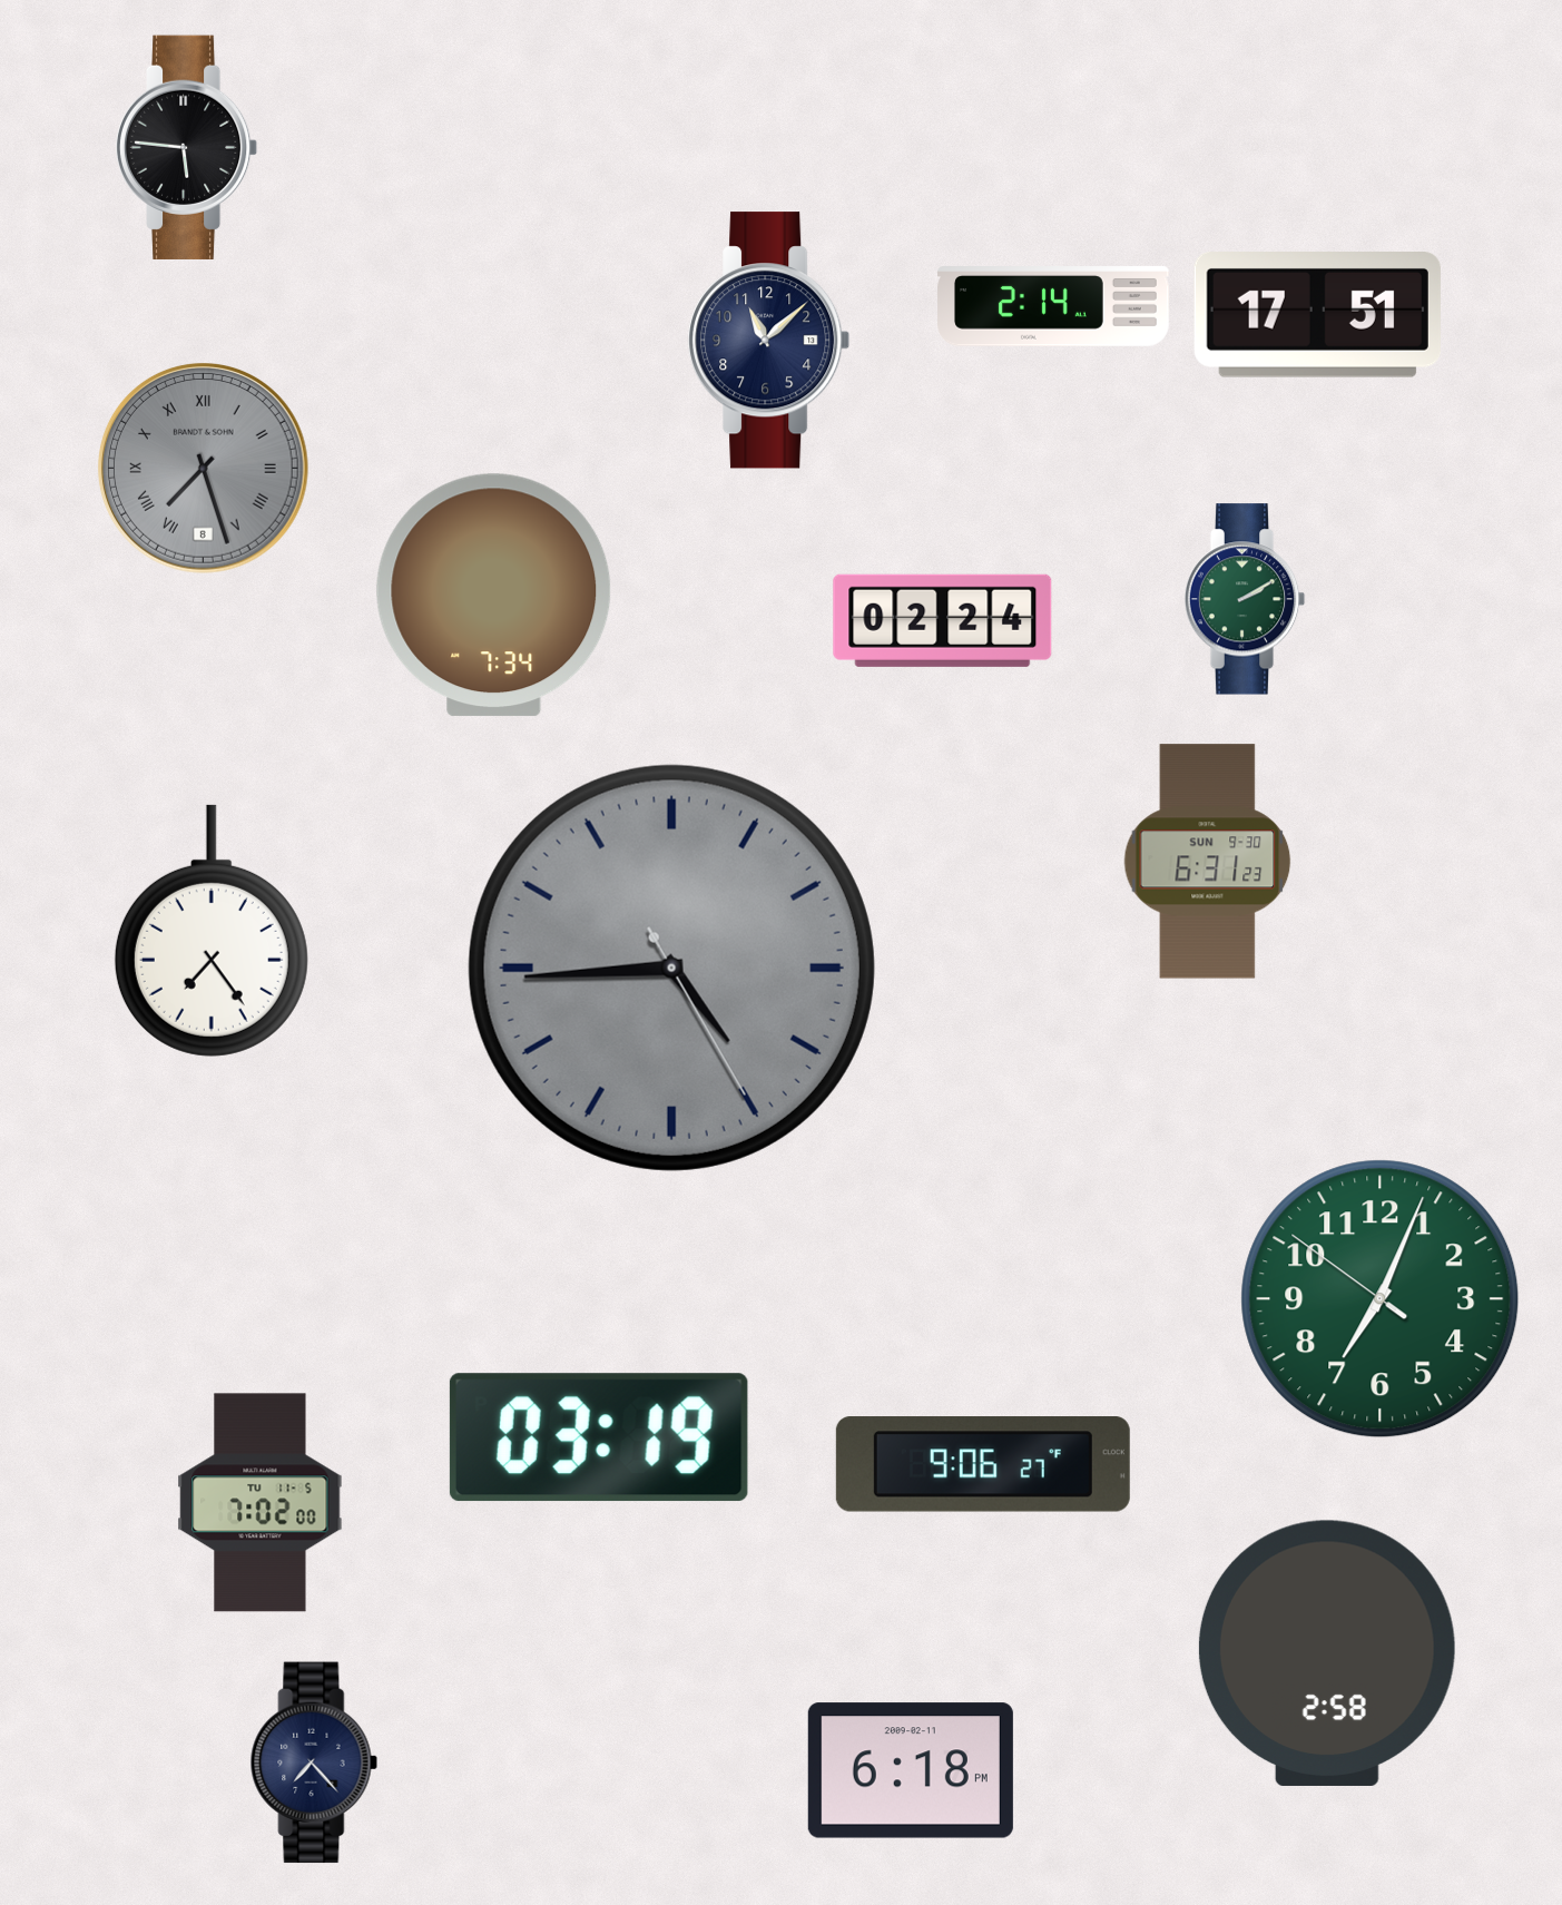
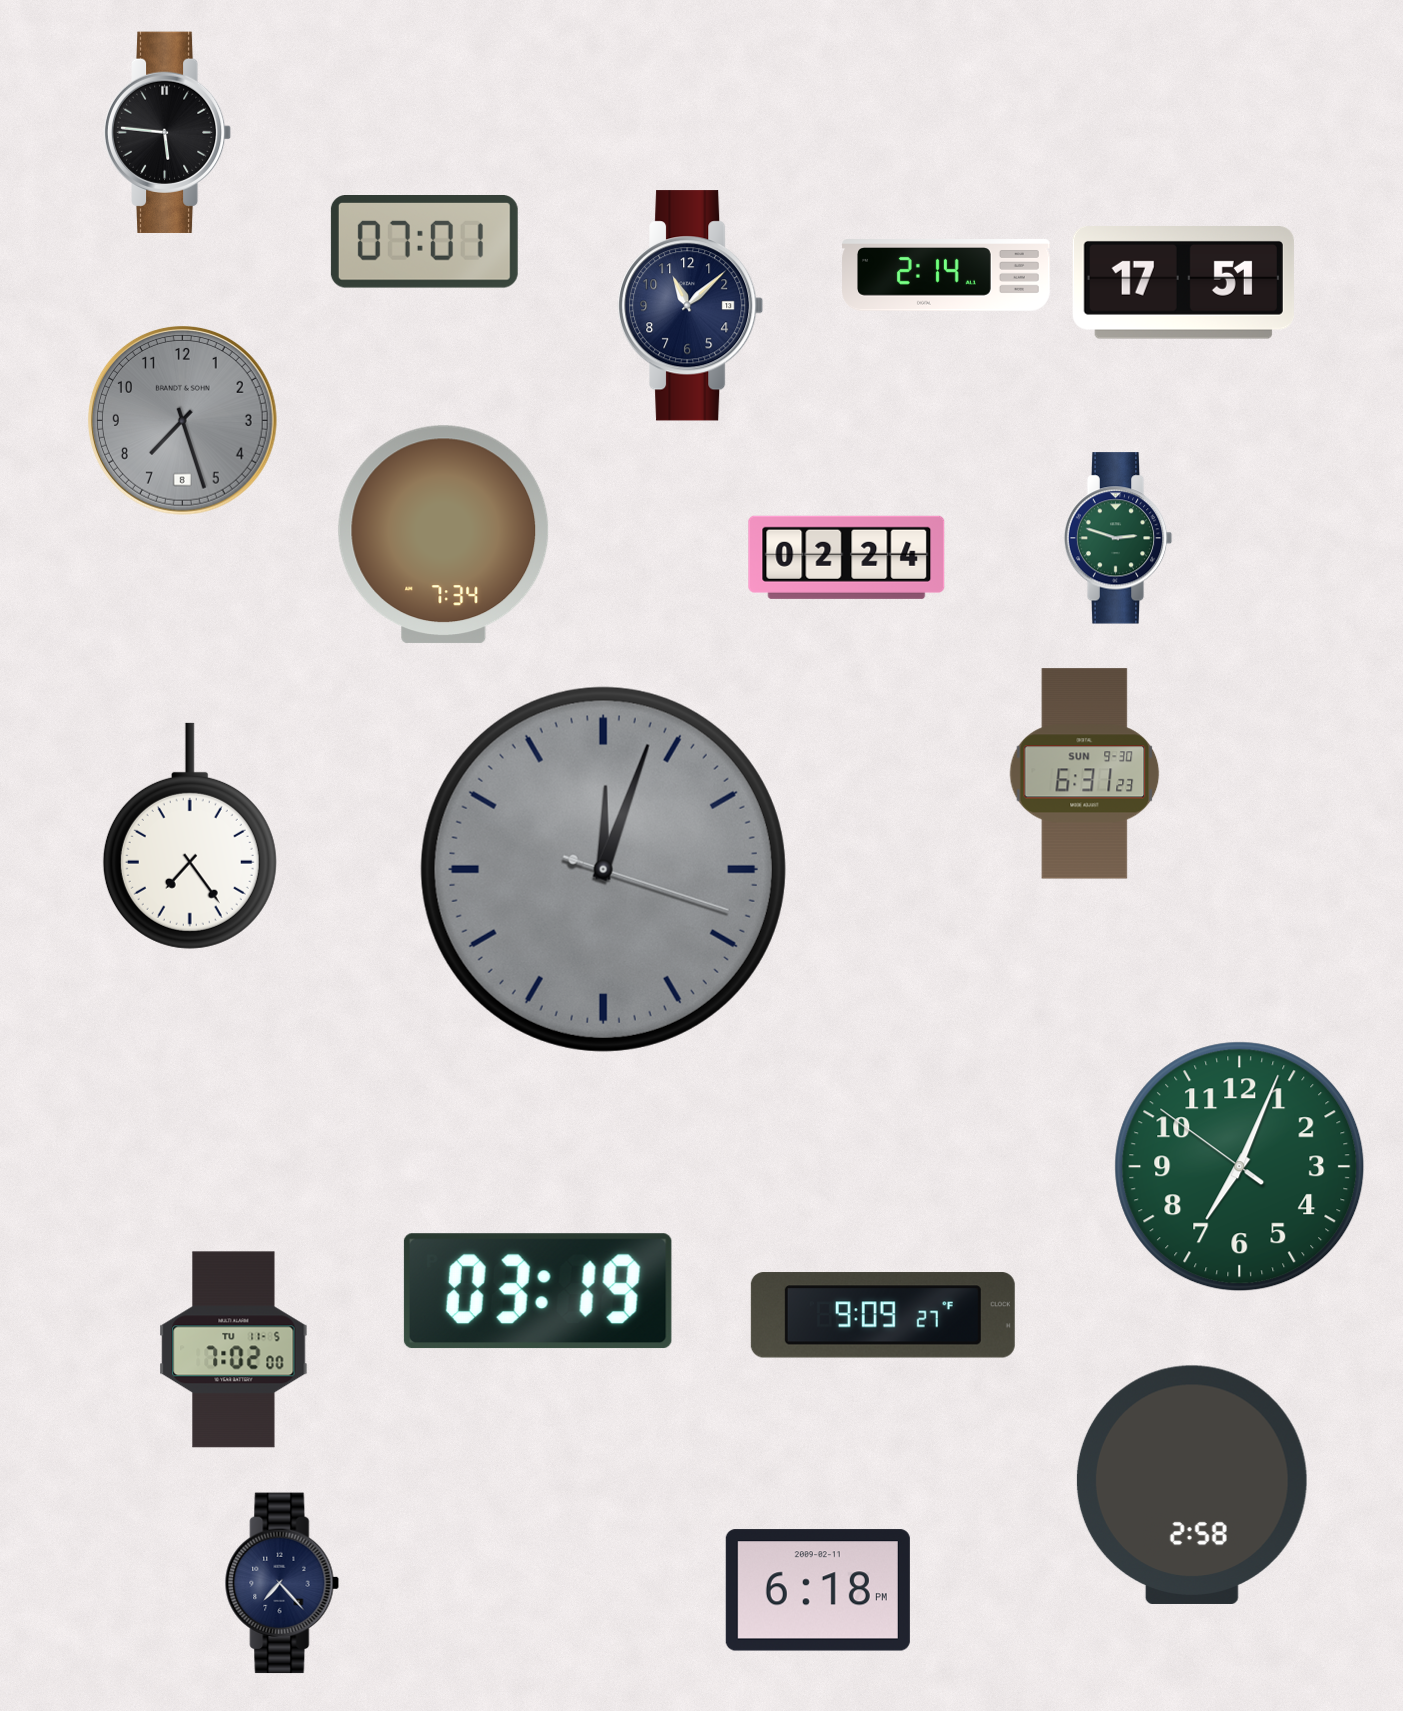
clock at (424, 242): none -> 07:01
clock at (203, 468) numerals: Roman -> Arabic
clock at (1245, 599): 2:10 -> 2:48
clock at (671, 968): 4:44 -> 12:03
clock at (983, 1464): 9:06 -> 9:09
